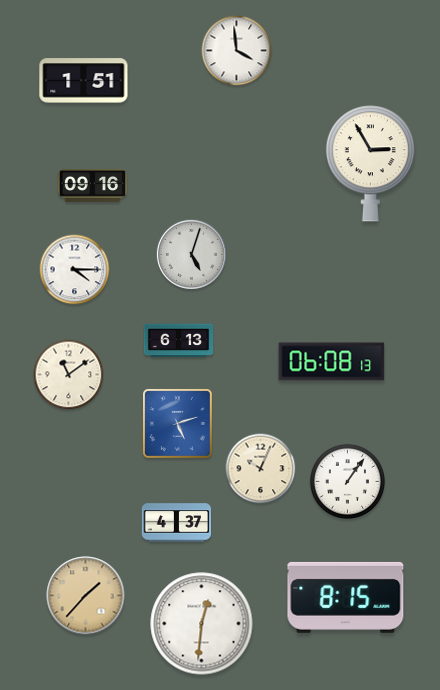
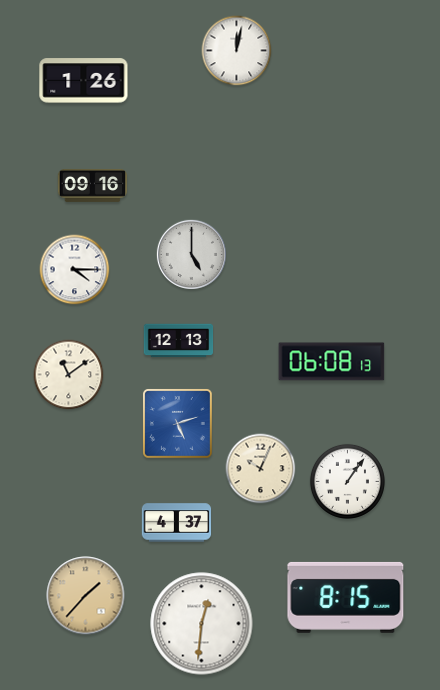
clock at (237, 51): 3:59 -> 12:02
clock at (84, 81): 1:51 -> 1:26
clock at (370, 164): 2:55 -> none
clock at (191, 254): 5:03 -> 5:00
clock at (179, 341): 6:13 -> 12:13
